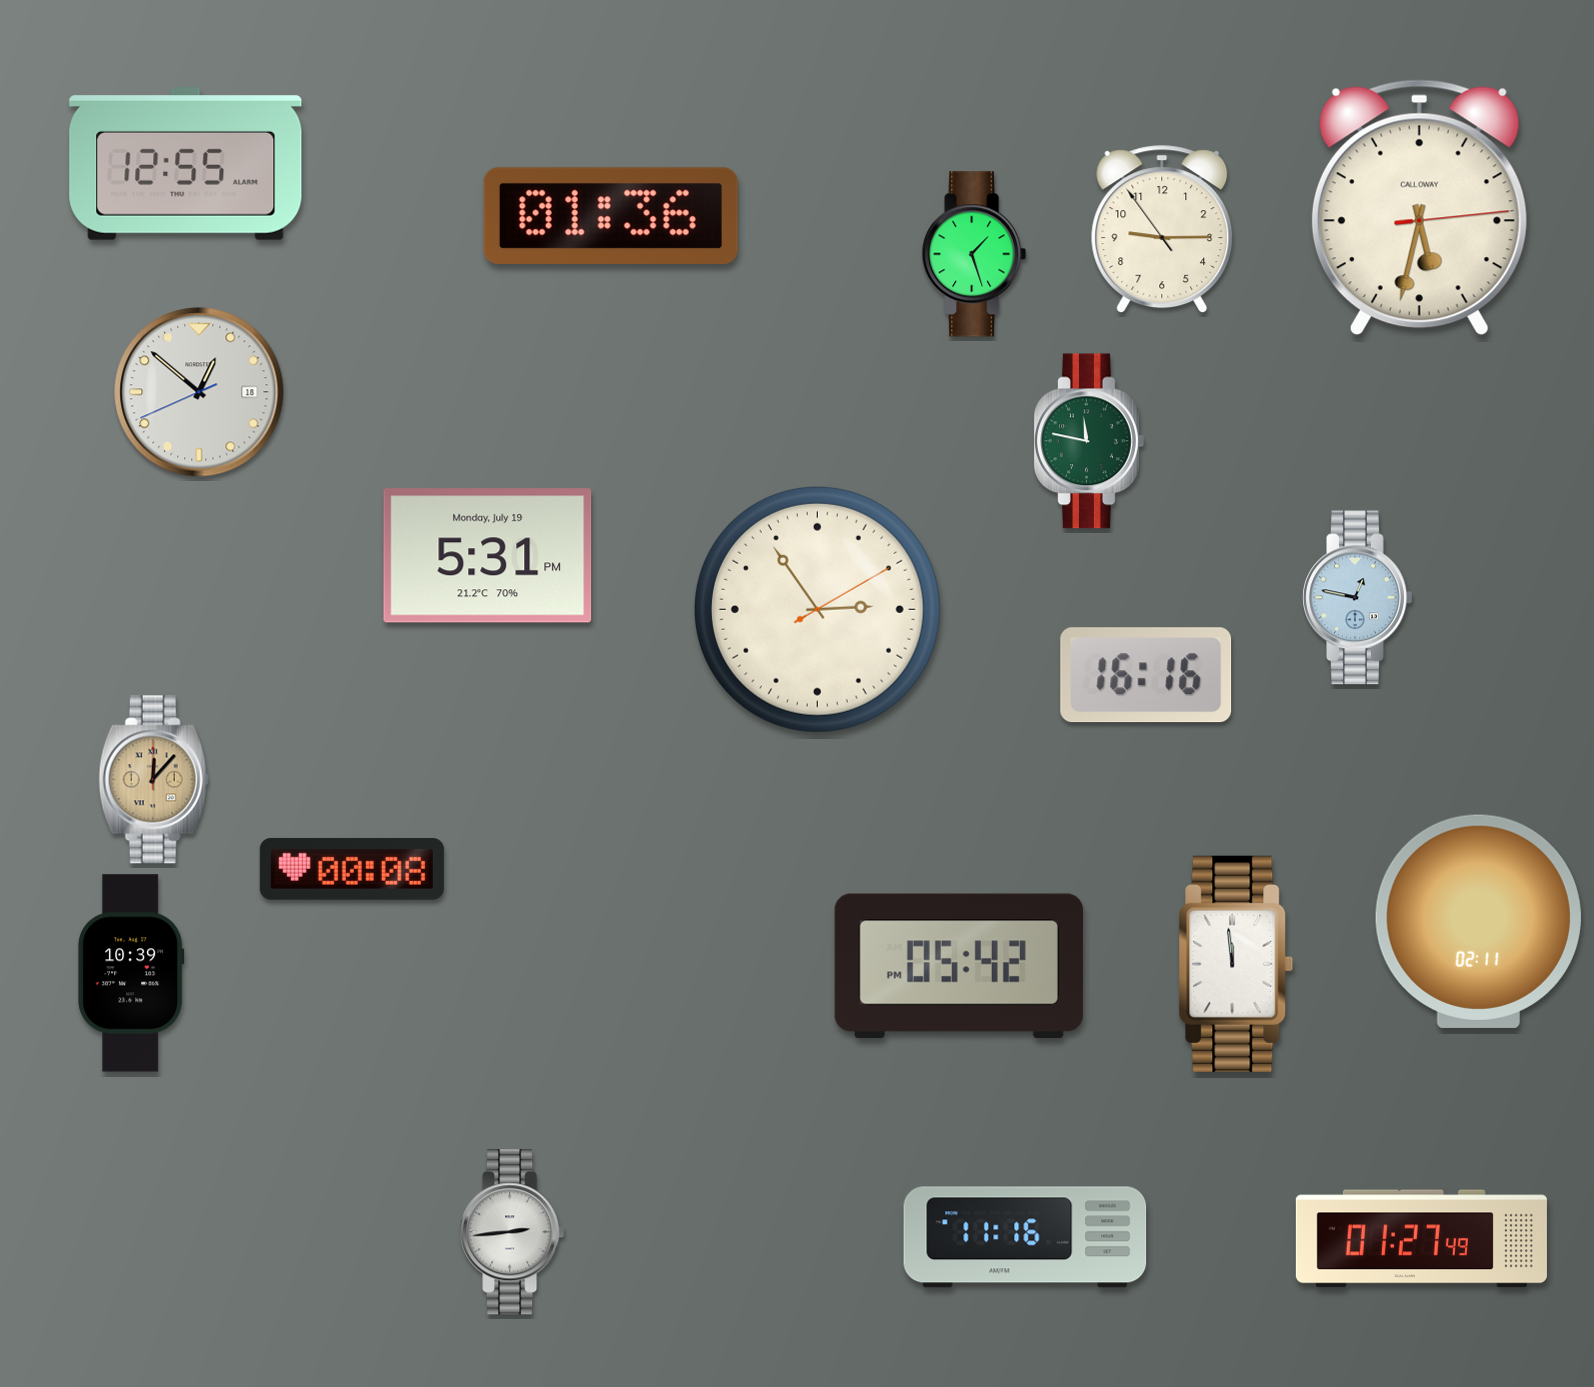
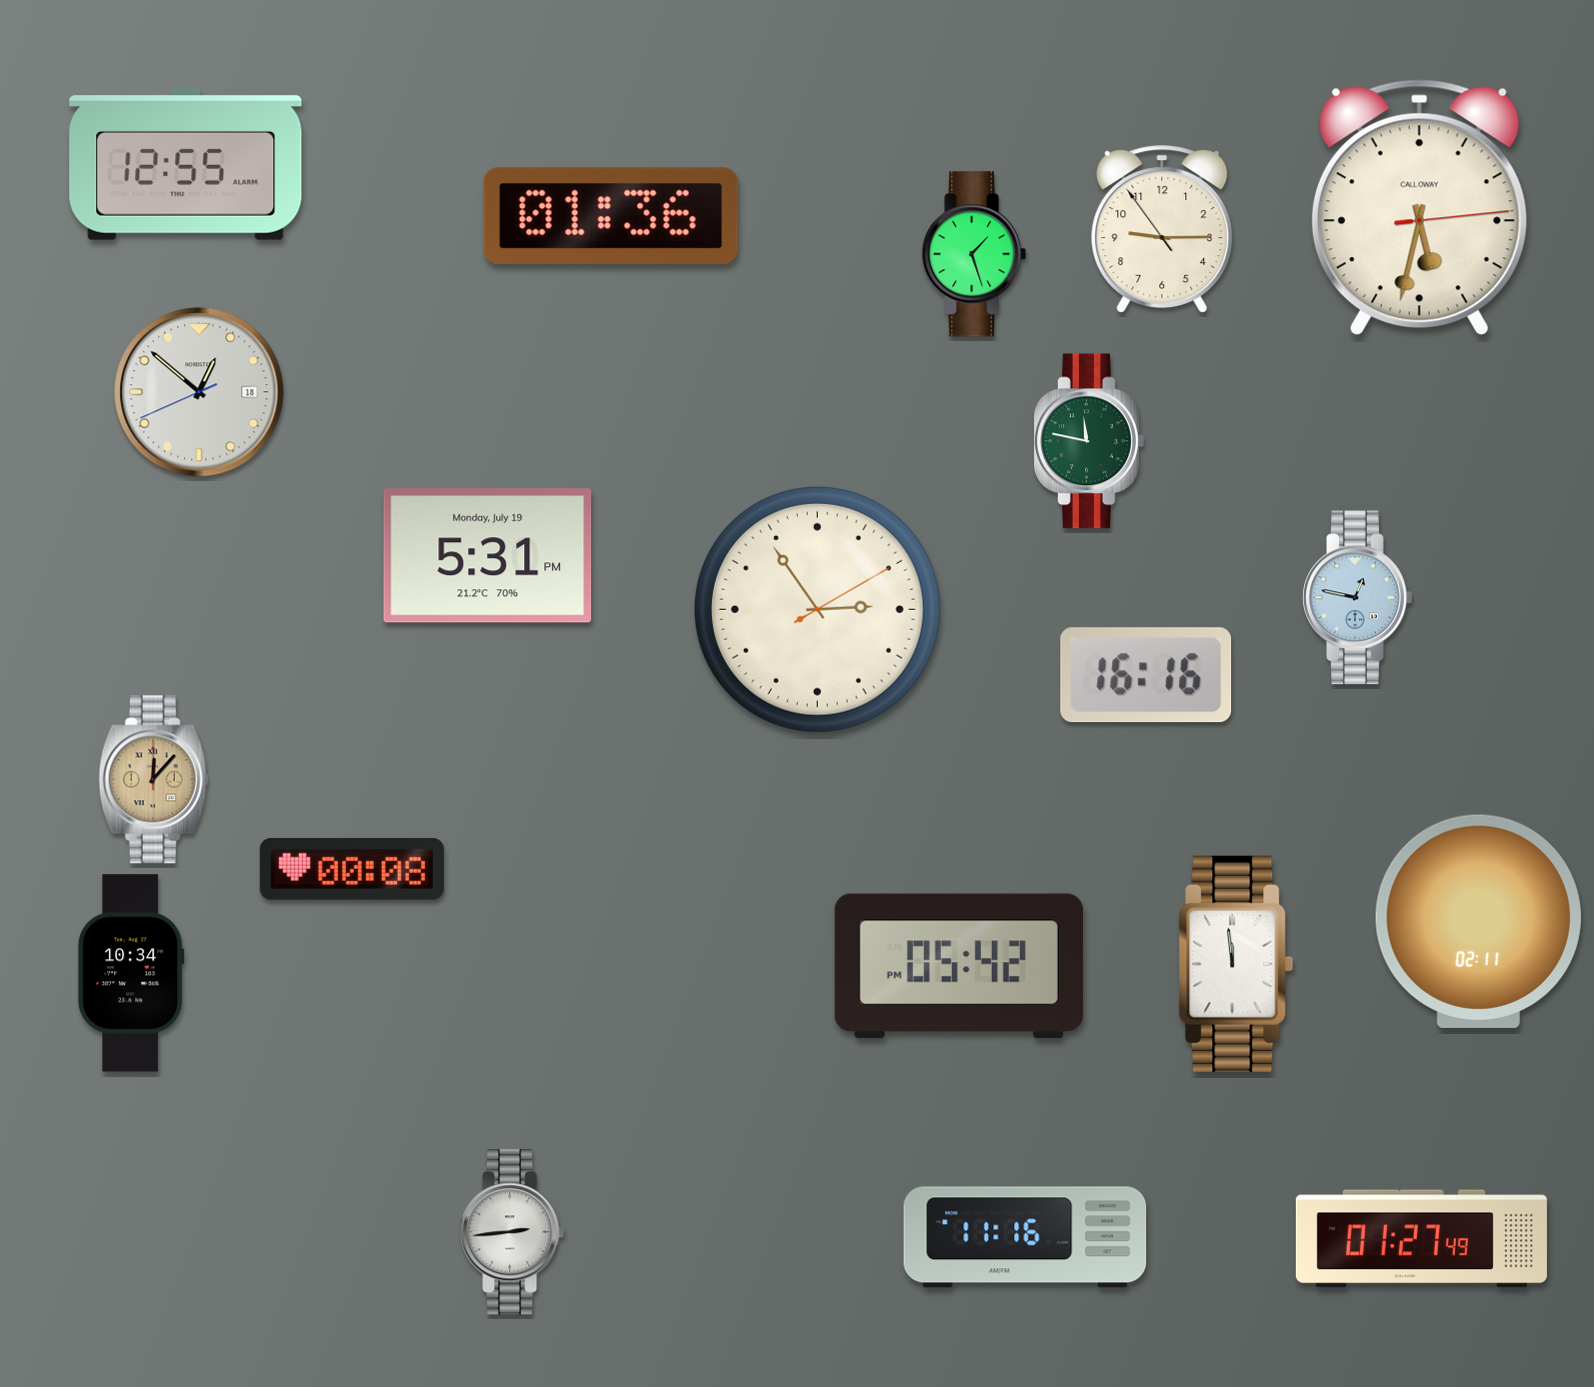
clock at (131, 973): 10:39 -> 10:34
